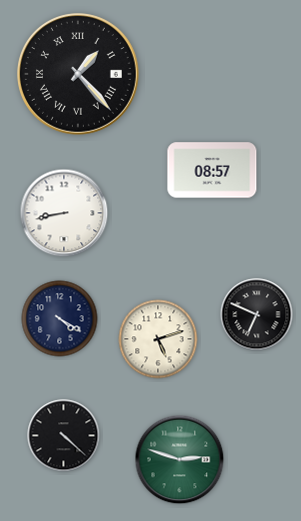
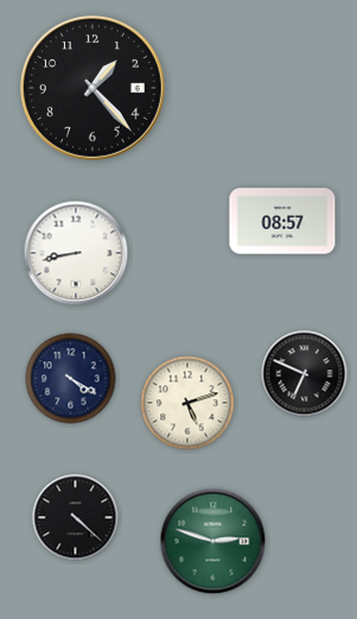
clock at (79, 75) numerals: Roman -> Arabic
clock at (212, 170) position: (212, 170) -> (282, 221)
clock at (180, 460) position: (180, 460) -> (213, 542)
